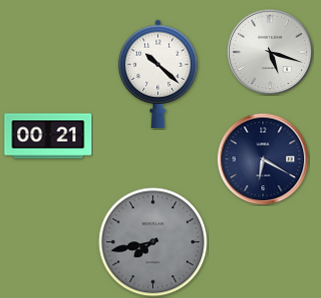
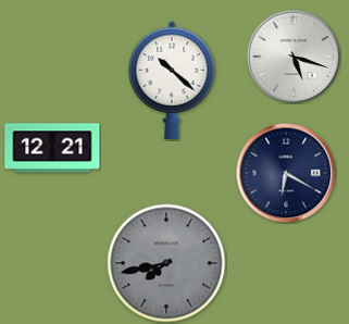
clock at (48, 136): 00:21 -> 12:21
